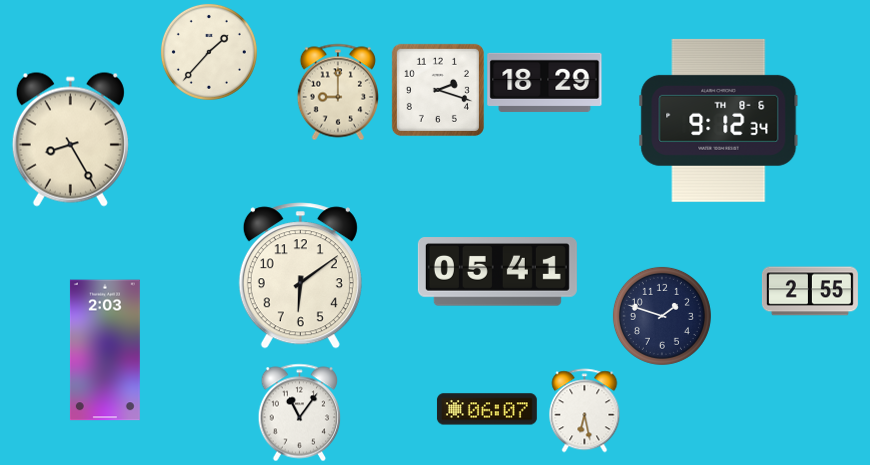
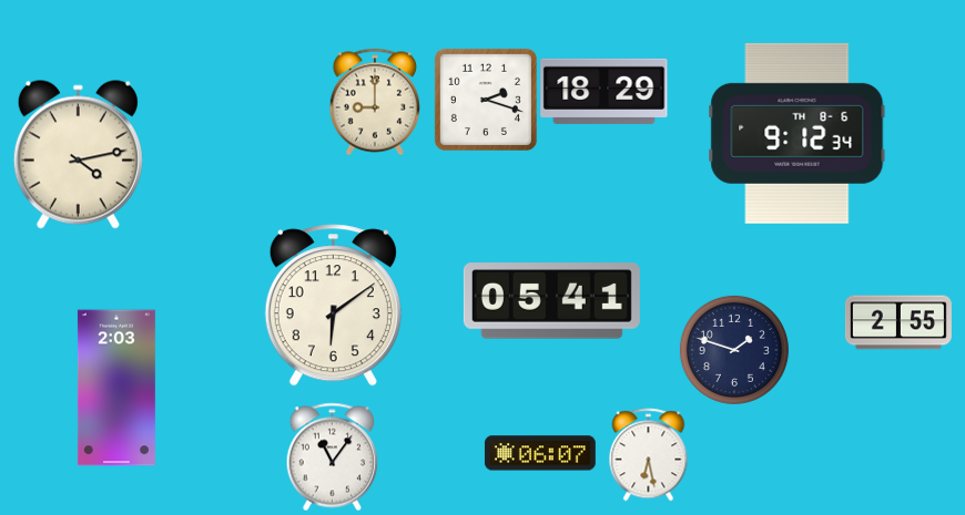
clock at (209, 52): 1:37 -> none
clock at (70, 139): 8:25 -> 4:13
